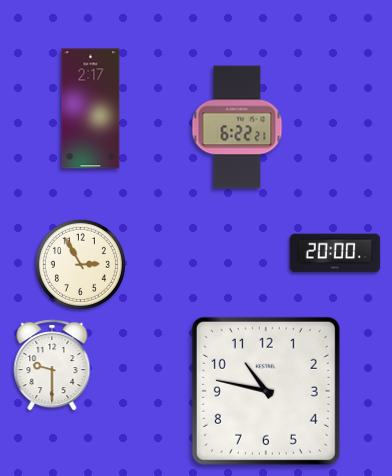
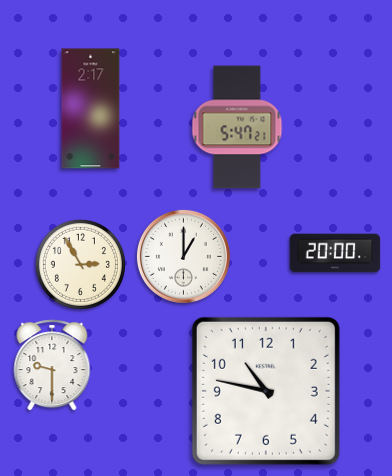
clock at (237, 127): 6:22 -> 5:47
clock at (183, 256): none -> 1:00
